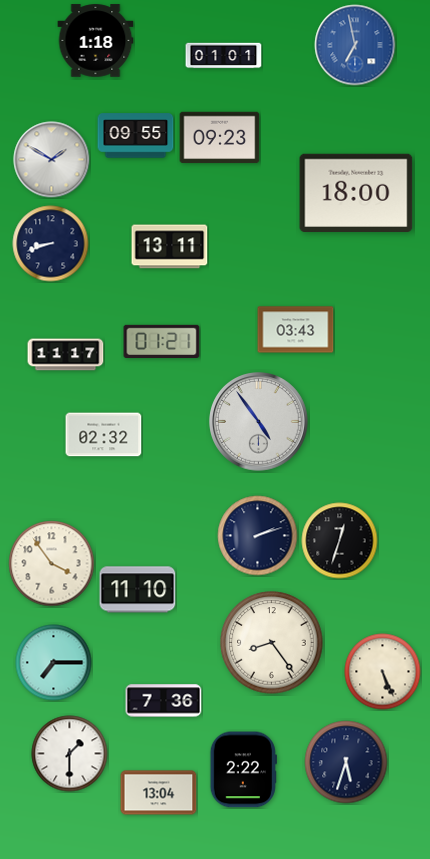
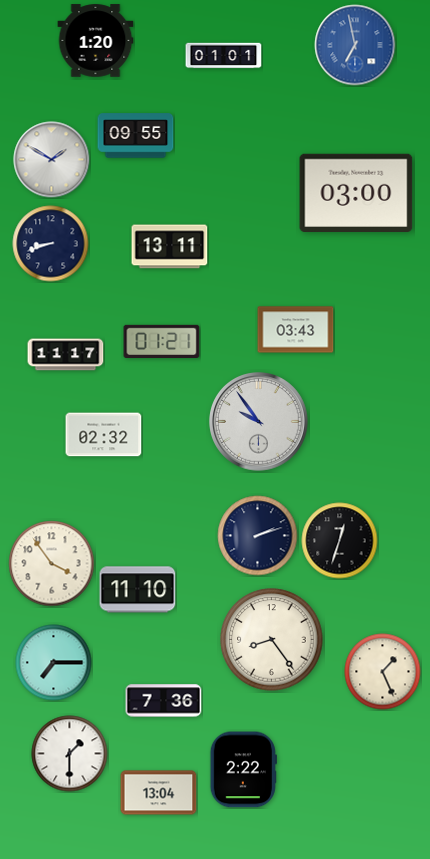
clock at (96, 41): 1:18 -> 1:20
clock at (220, 138): 09:23 -> none
clock at (356, 192): 18:00 -> 03:00
clock at (259, 422): 4:54 -> 9:54
clock at (272, 643) position: (272, 643) -> (272, 640)
clock at (383, 672): 5:26 -> 1:26
clock at (346, 762): 5:33 -> none
